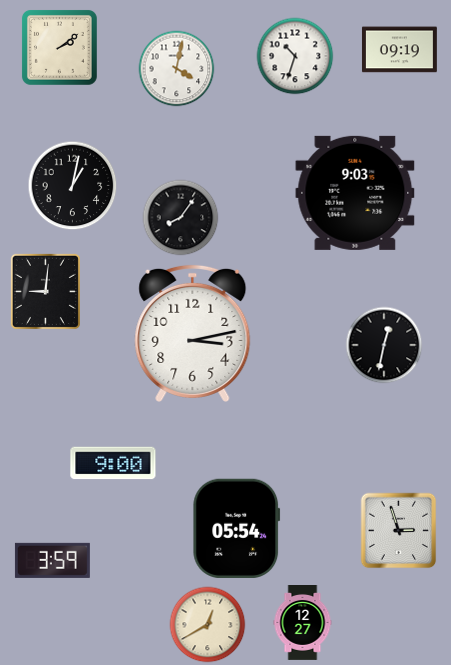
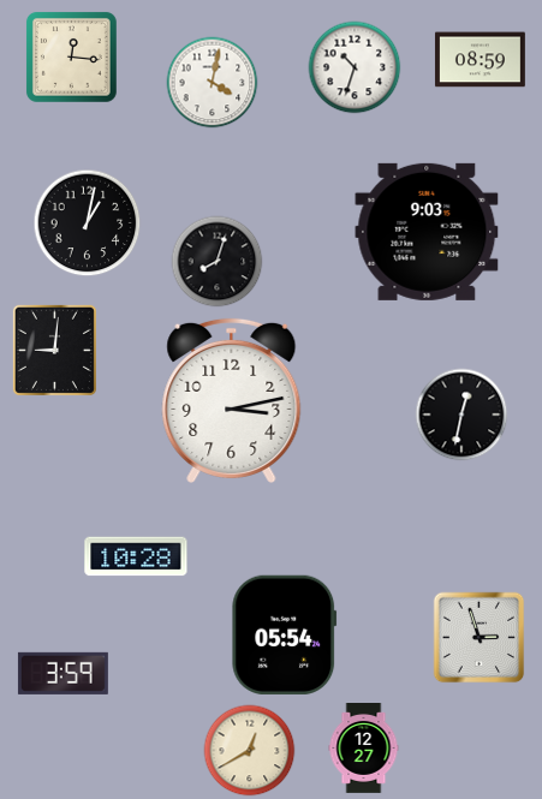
clock at (59, 47): 2:09 -> 12:16
clock at (399, 50): 09:19 -> 08:59
clock at (181, 218): 8:06 -> 8:03
clock at (113, 463): 9:00 -> 10:28
